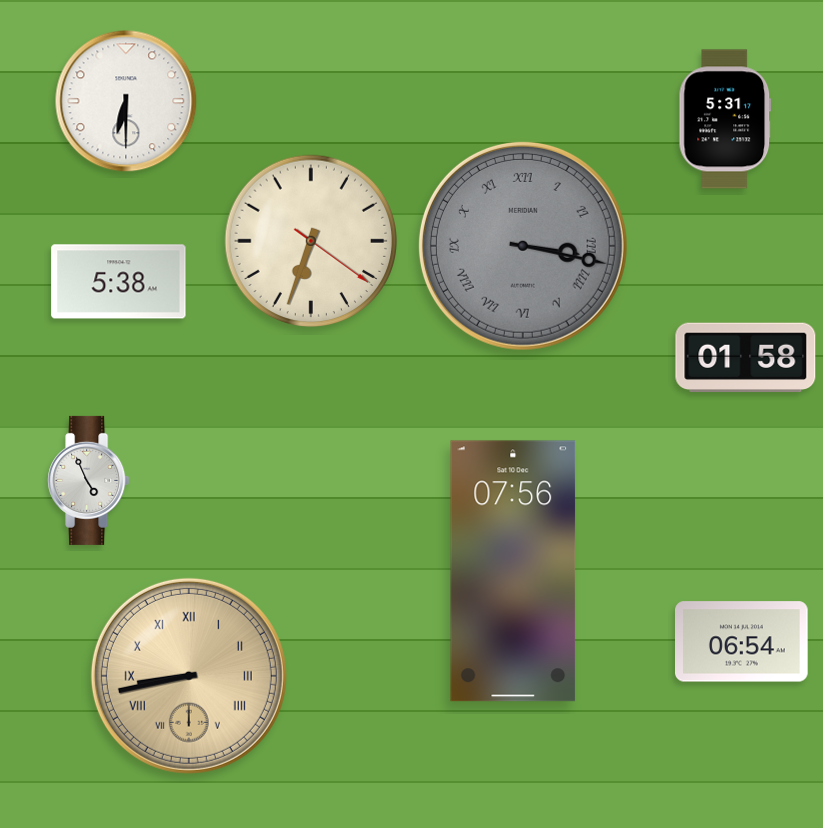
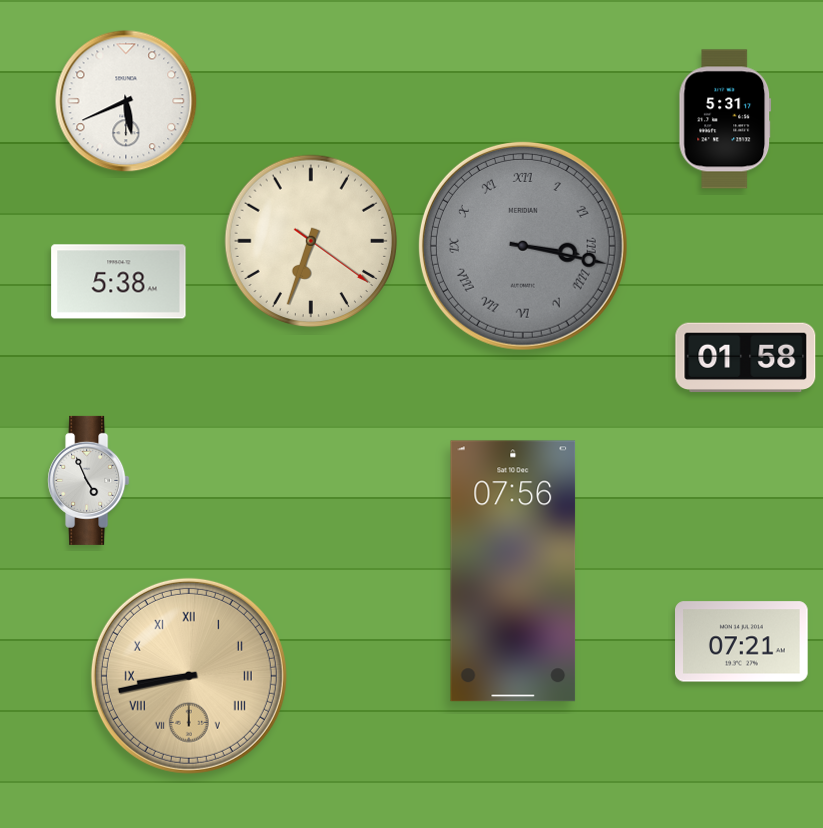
clock at (126, 101): 6:30 -> 5:41
clock at (742, 642): 06:54 -> 07:21
